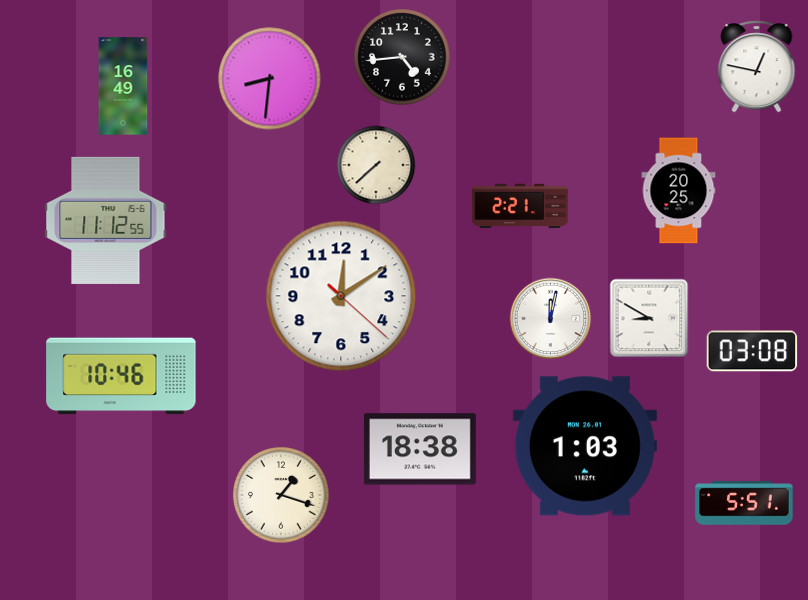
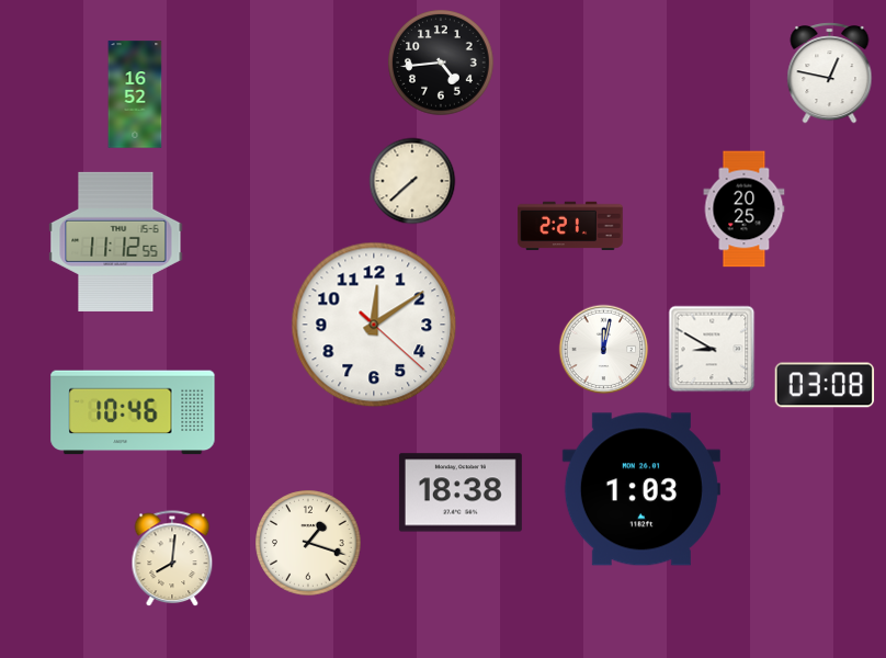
clock at (270, 79): 8:31 -> none
clock at (123, 86): 16:49 -> 16:52
clock at (744, 503): 5:51 -> none
clock at (172, 559): none -> 8:01
